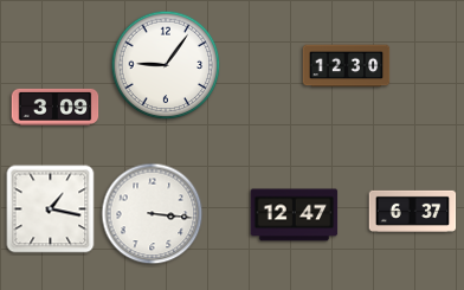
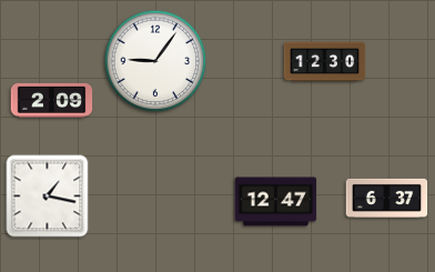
clock at (56, 107): 3:09 -> 2:09
clock at (153, 214): 3:16 -> none
